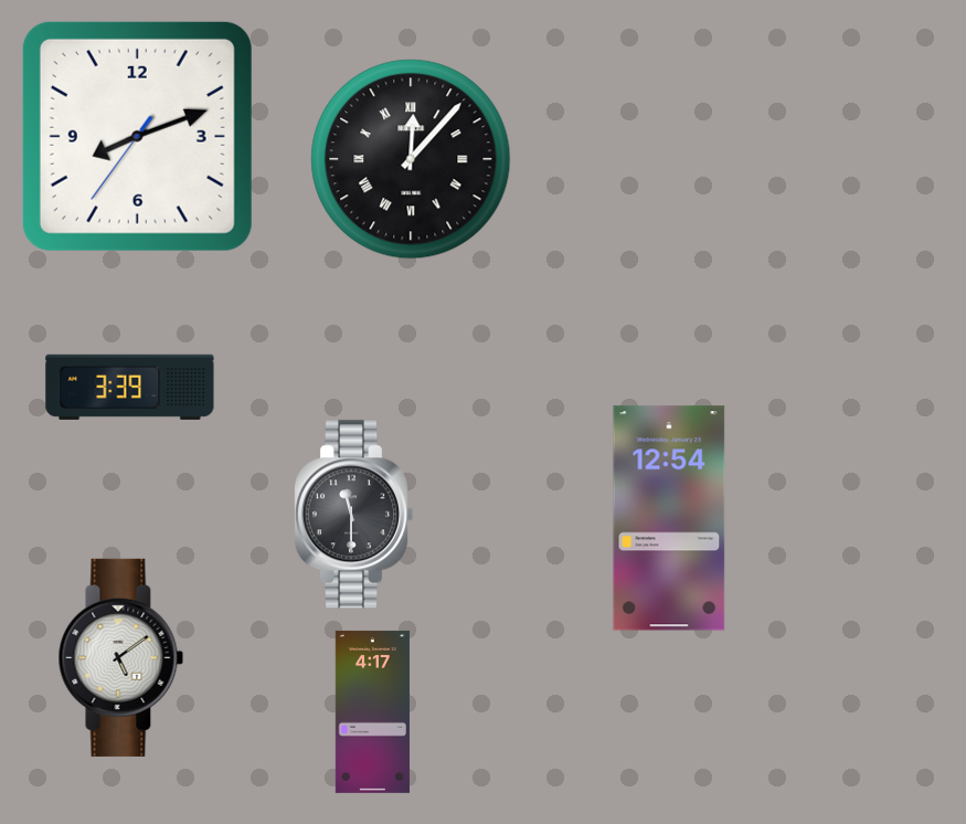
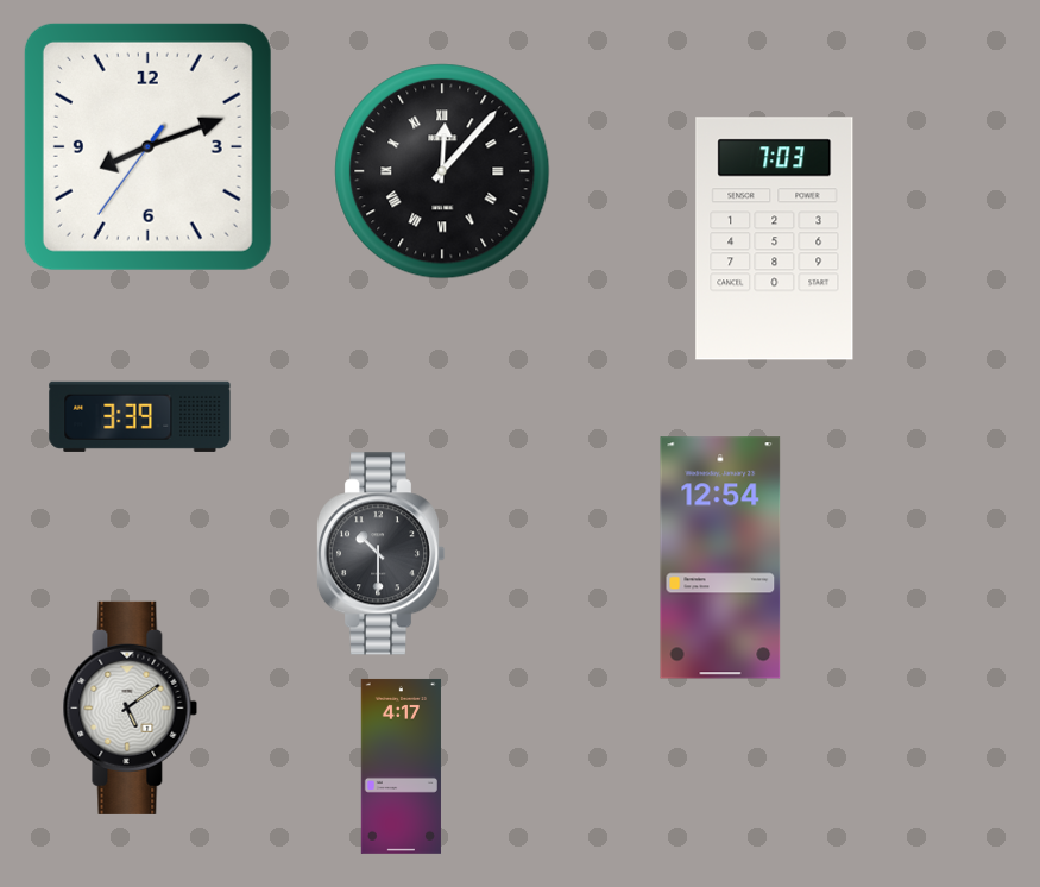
clock at (775, 239): none -> 7:03
clock at (353, 515): 11:30 -> 10:30
